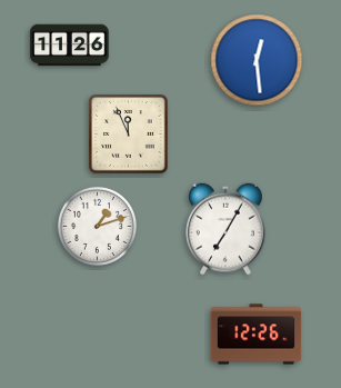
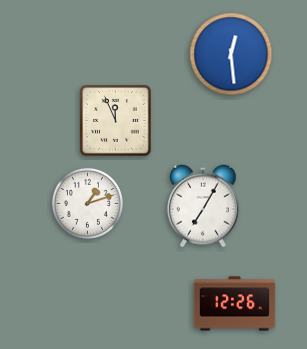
clock at (70, 46): 11:26 -> none
clock at (257, 335) position: (257, 335) -> (235, 304)
